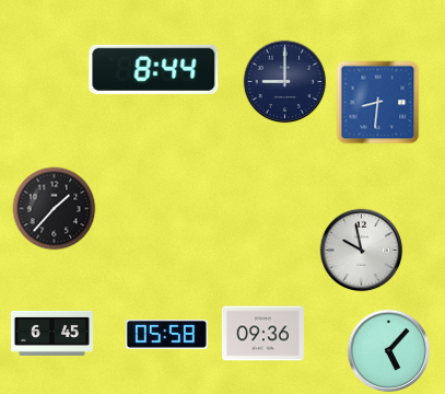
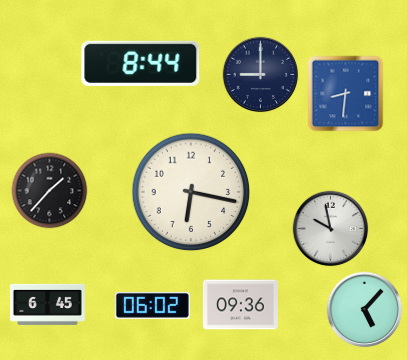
clock at (191, 192): none -> 6:17
clock at (166, 334): 05:58 -> 06:02
clock at (389, 351) position: (389, 351) -> (365, 310)
